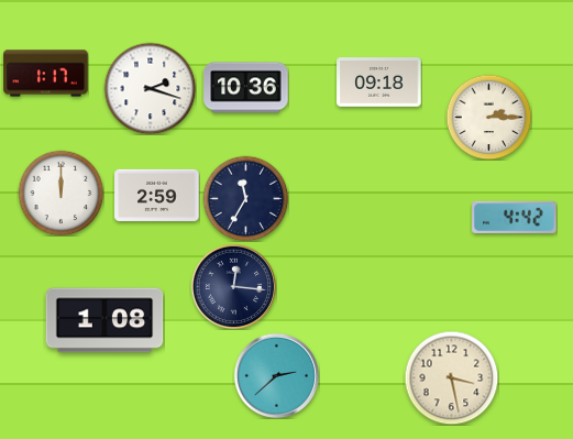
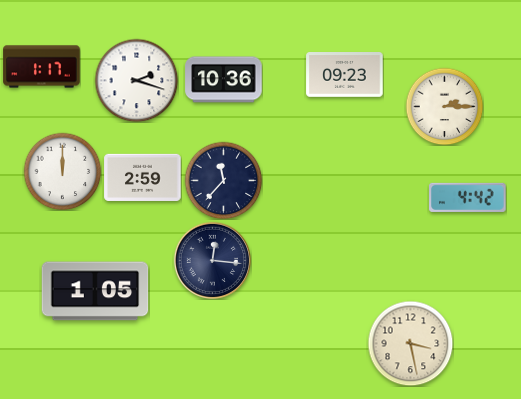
clock at (379, 83): 09:18 -> 09:23
clock at (60, 193) position: (60, 193) -> (62, 171)
clock at (245, 198): 11:35 -> 11:37
clock at (104, 320): 1:08 -> 1:05
clock at (276, 375): 2:38 -> none
